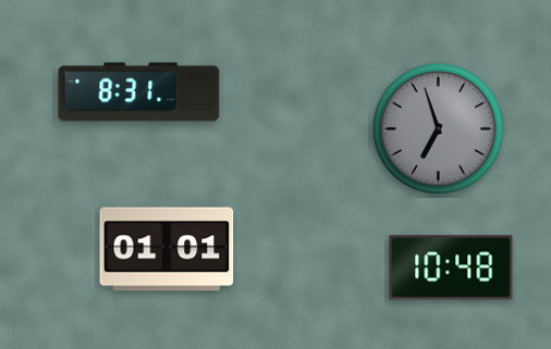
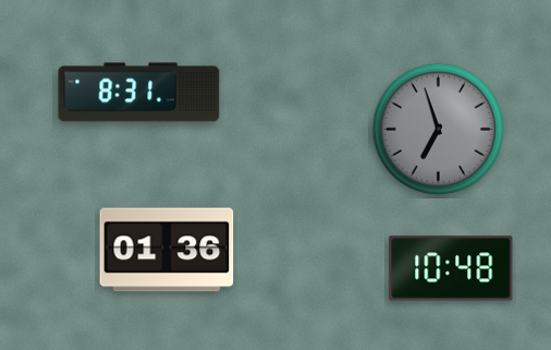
clock at (167, 249): 01:01 -> 01:36
